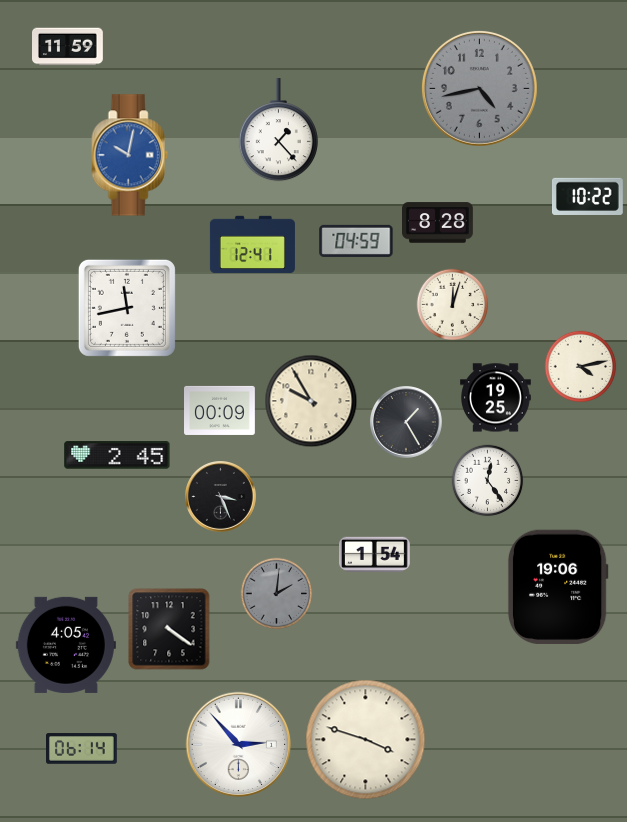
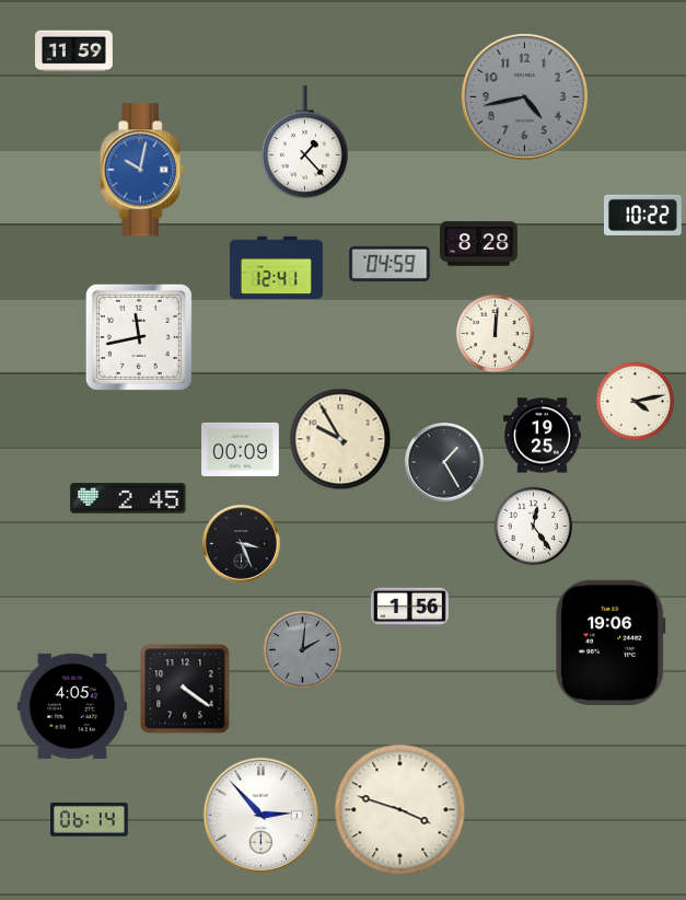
clock at (453, 305): 12:03 -> 12:01
clock at (375, 555): 1:54 -> 1:56
